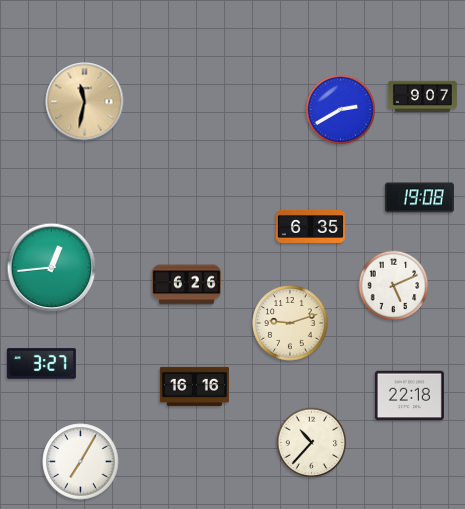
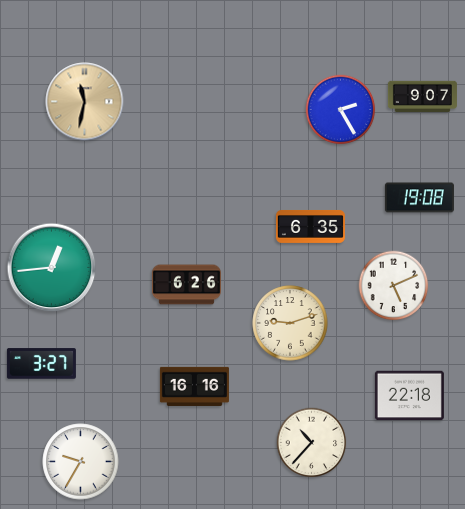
clock at (341, 110): 2:40 -> 2:25
clock at (81, 462): 7:05 -> 9:35
